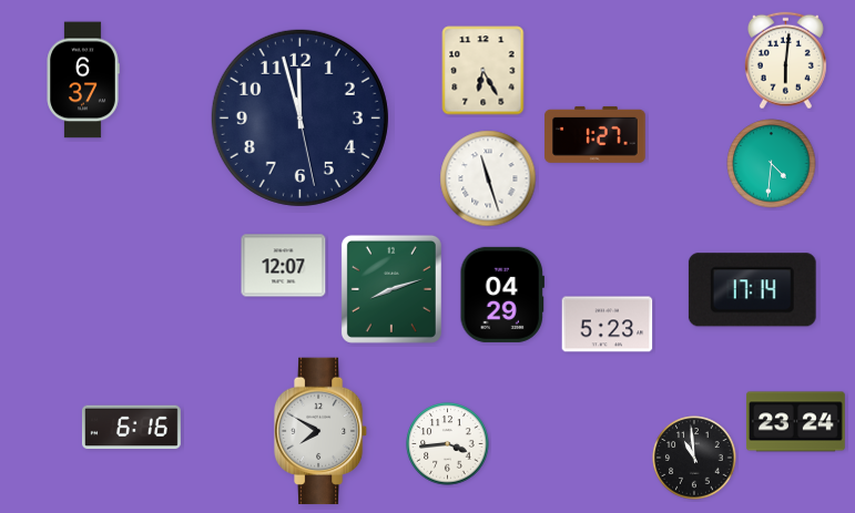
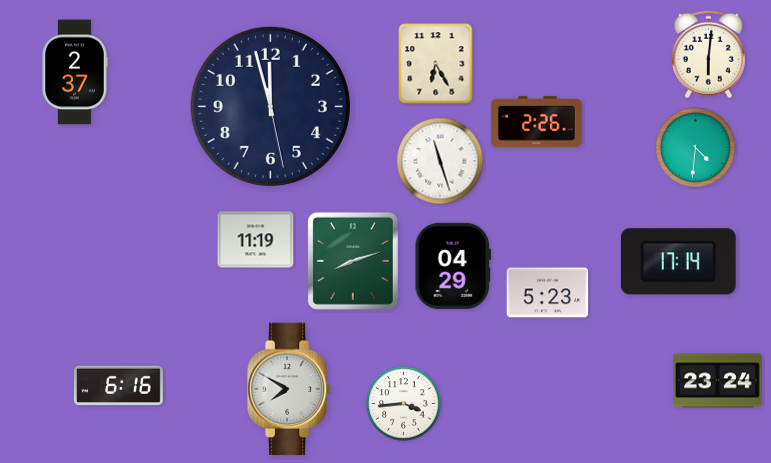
clock at (83, 80): 6:37 -> 2:37
clock at (596, 134): 1:27 -> 2:26
clock at (284, 266): 12:07 -> 11:19
clock at (448, 444) position: (448, 444) -> (404, 404)
clock at (694, 458): 10:59 -> none
